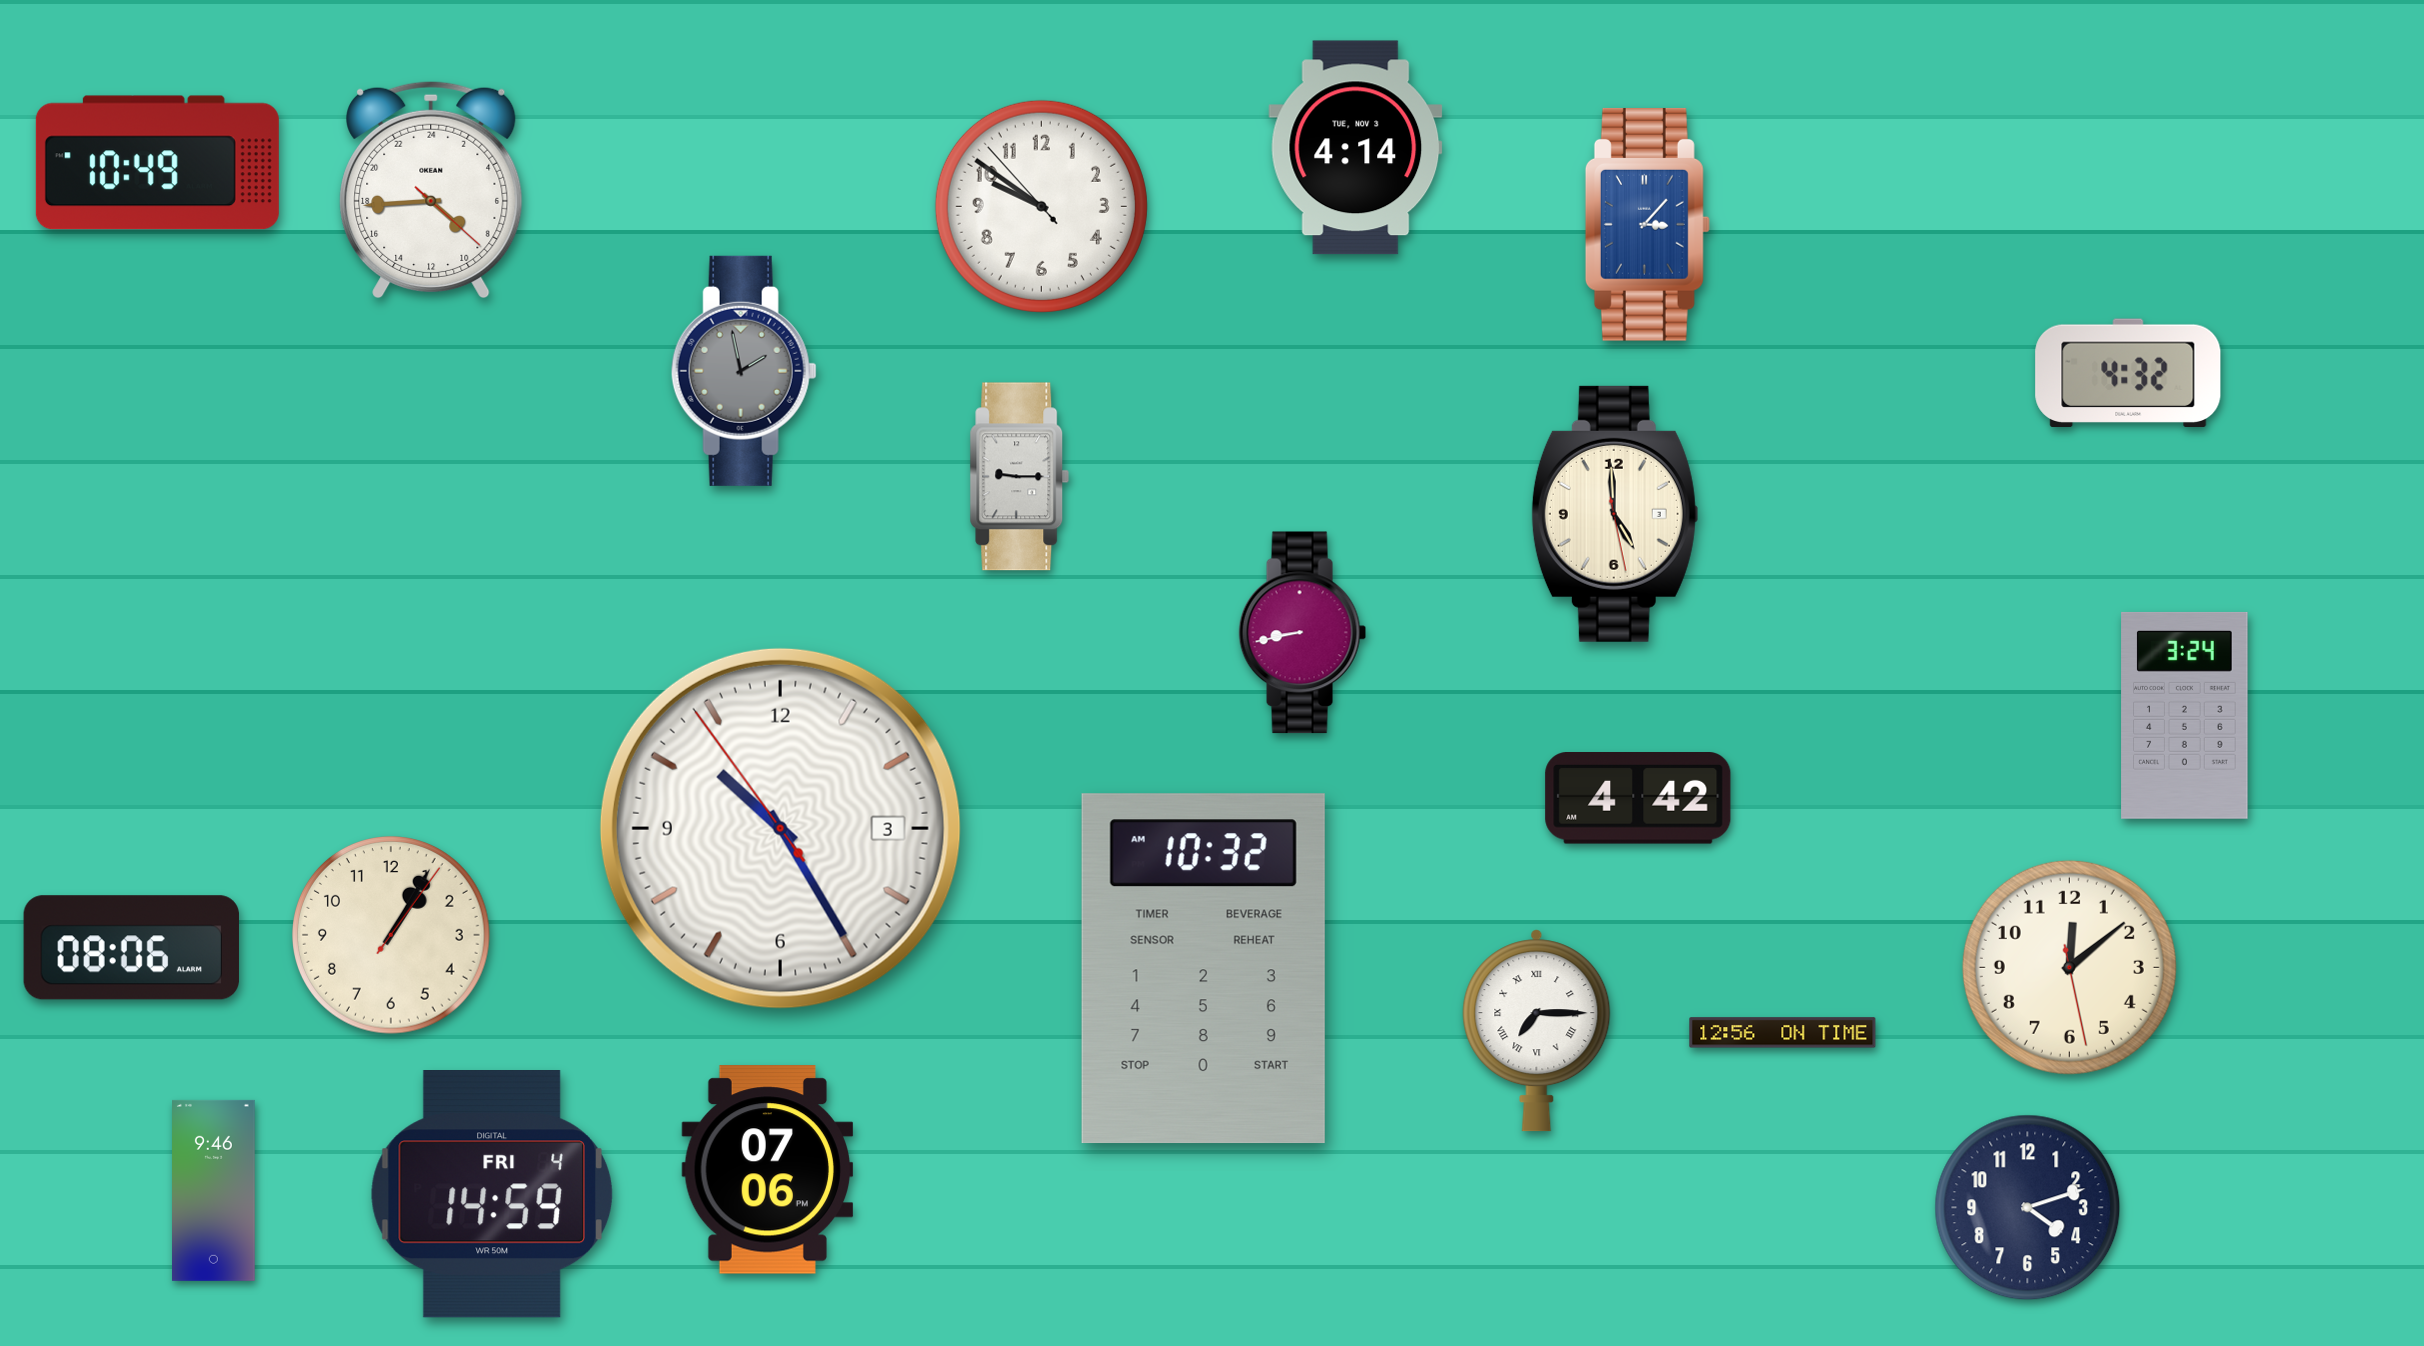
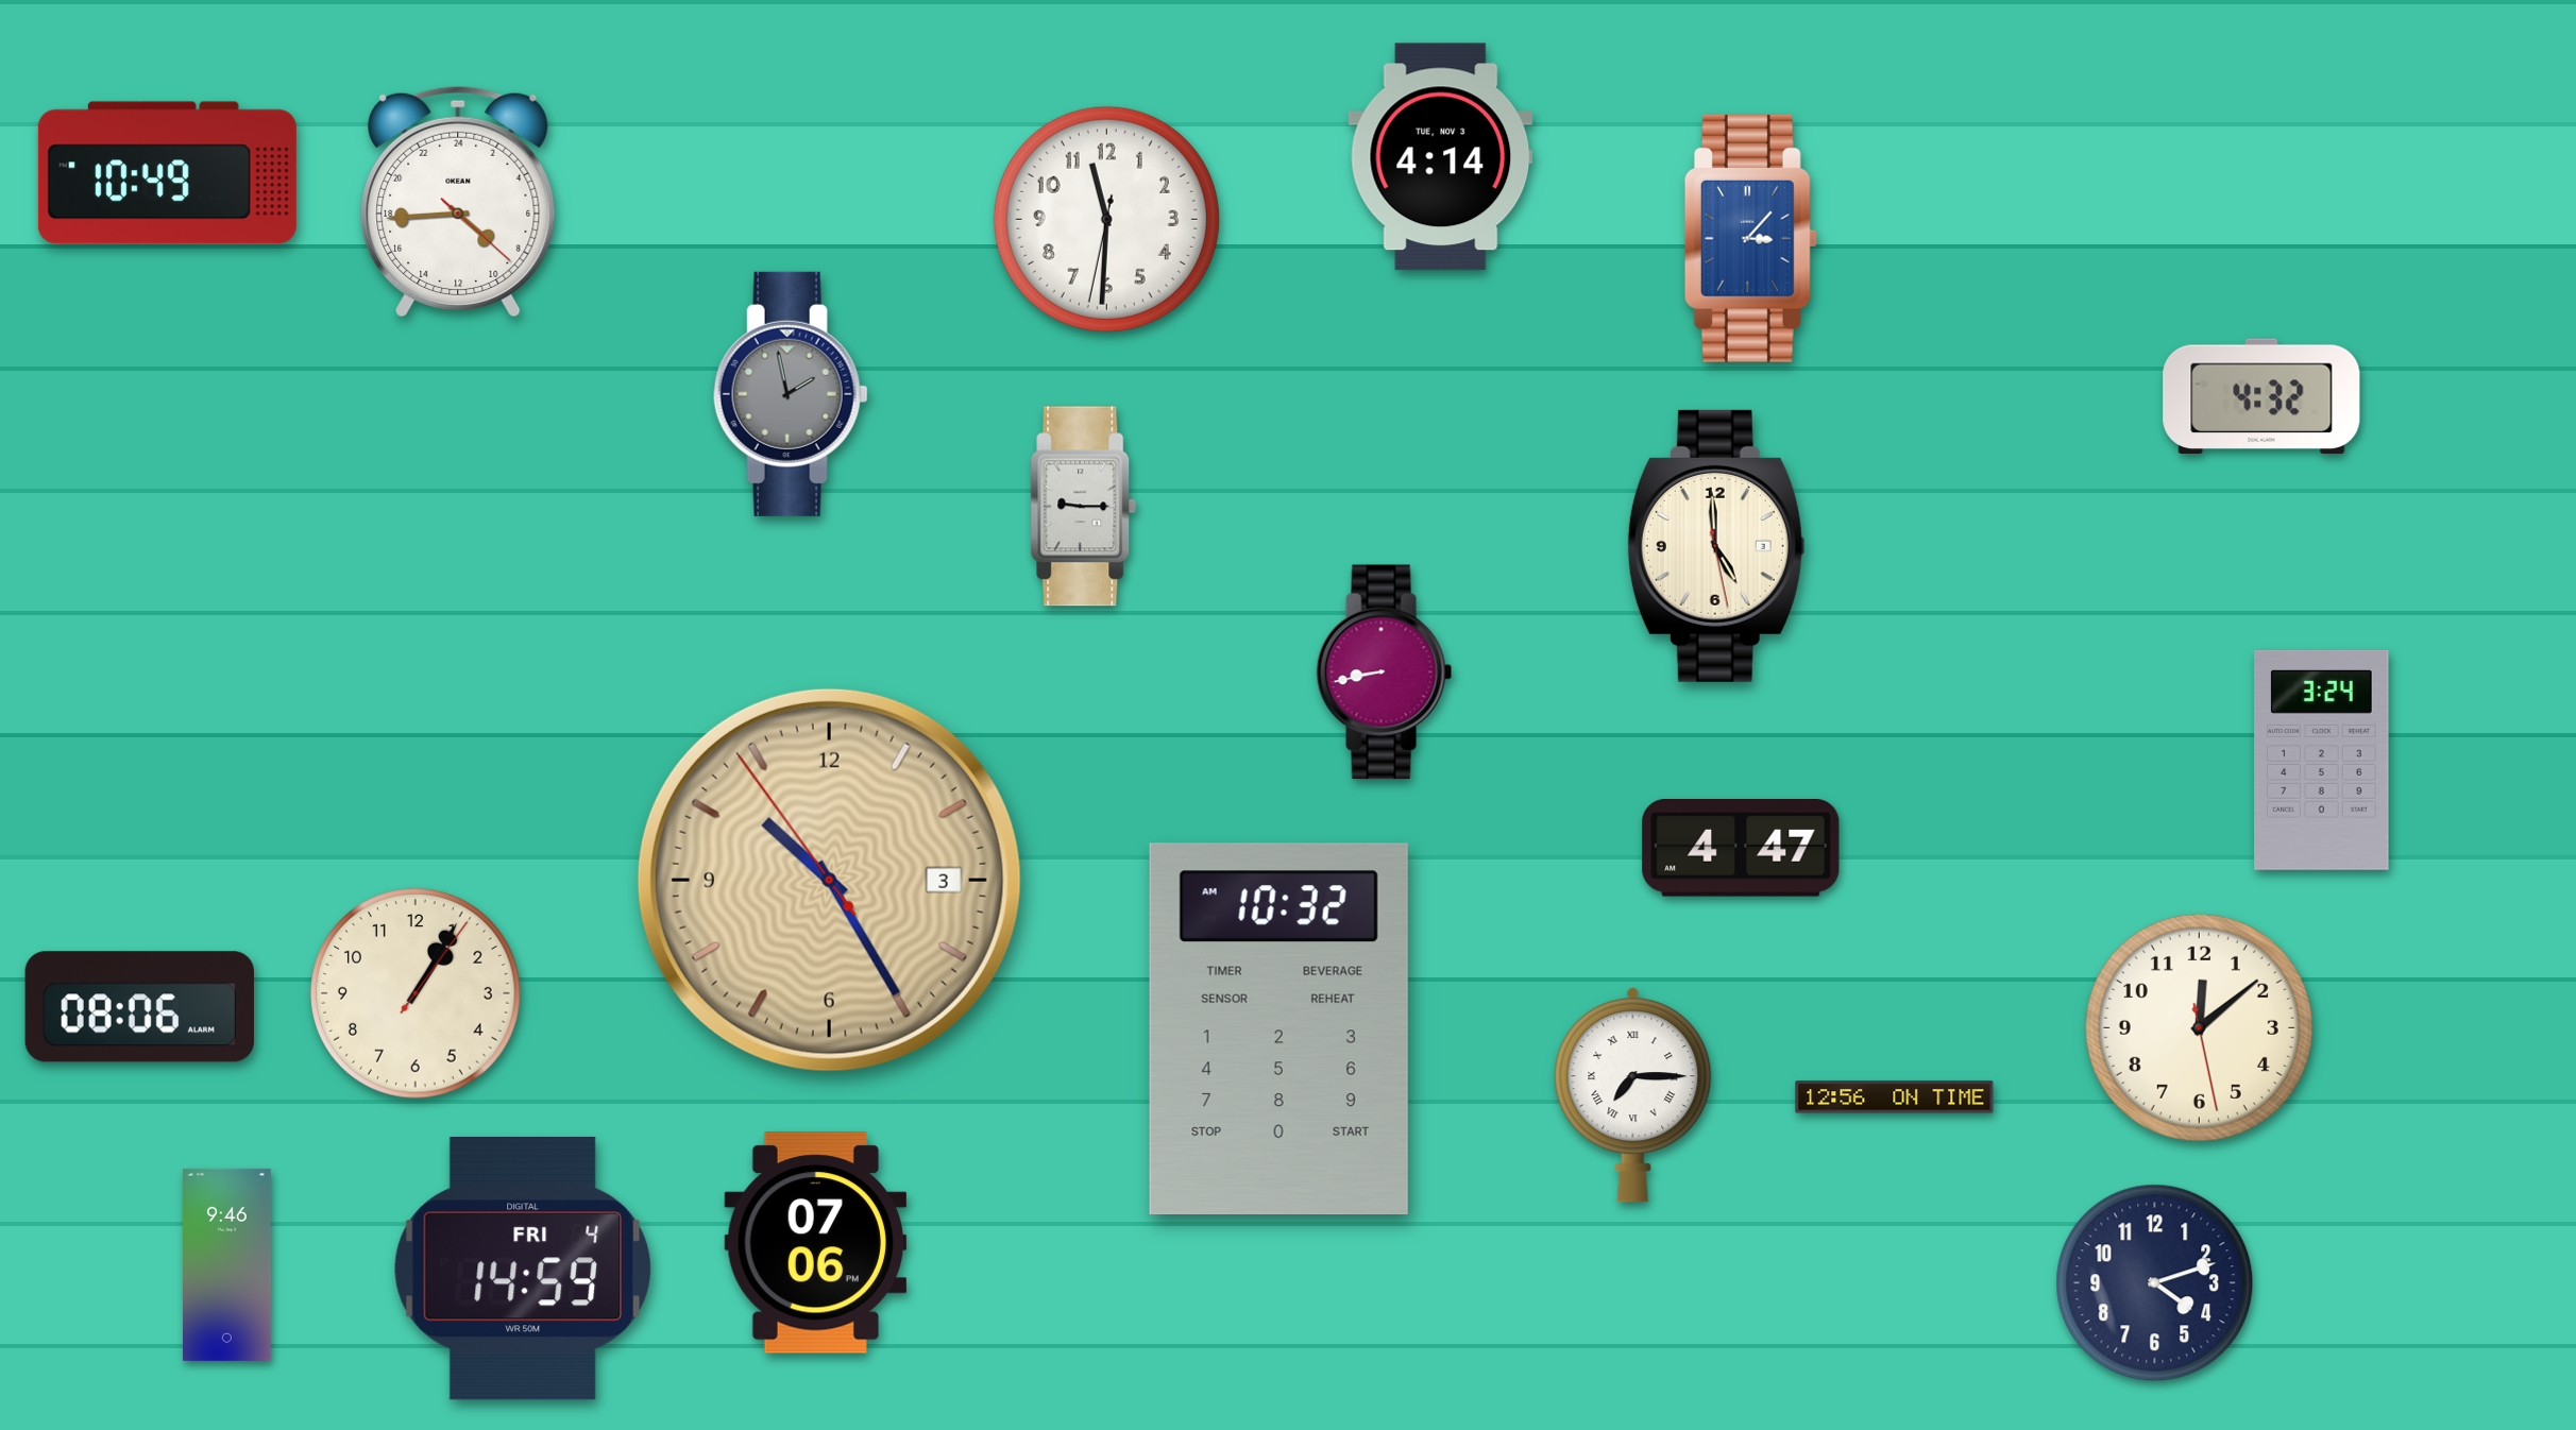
clock at (1041, 206): 9:50 -> 11:30
clock at (1638, 798): 4:42 -> 4:47
clock at (780, 828) dial: white -> champagne
